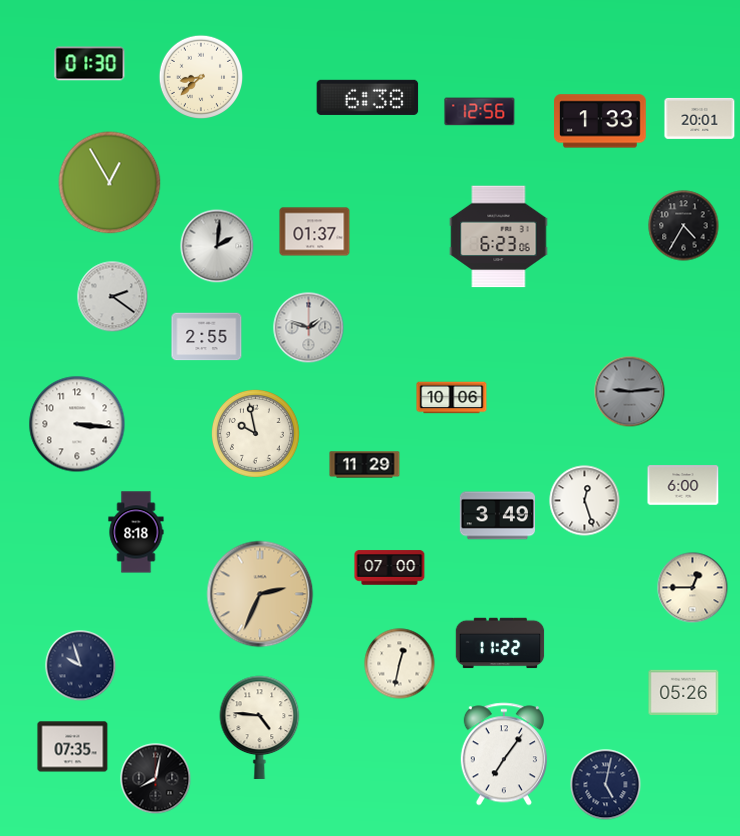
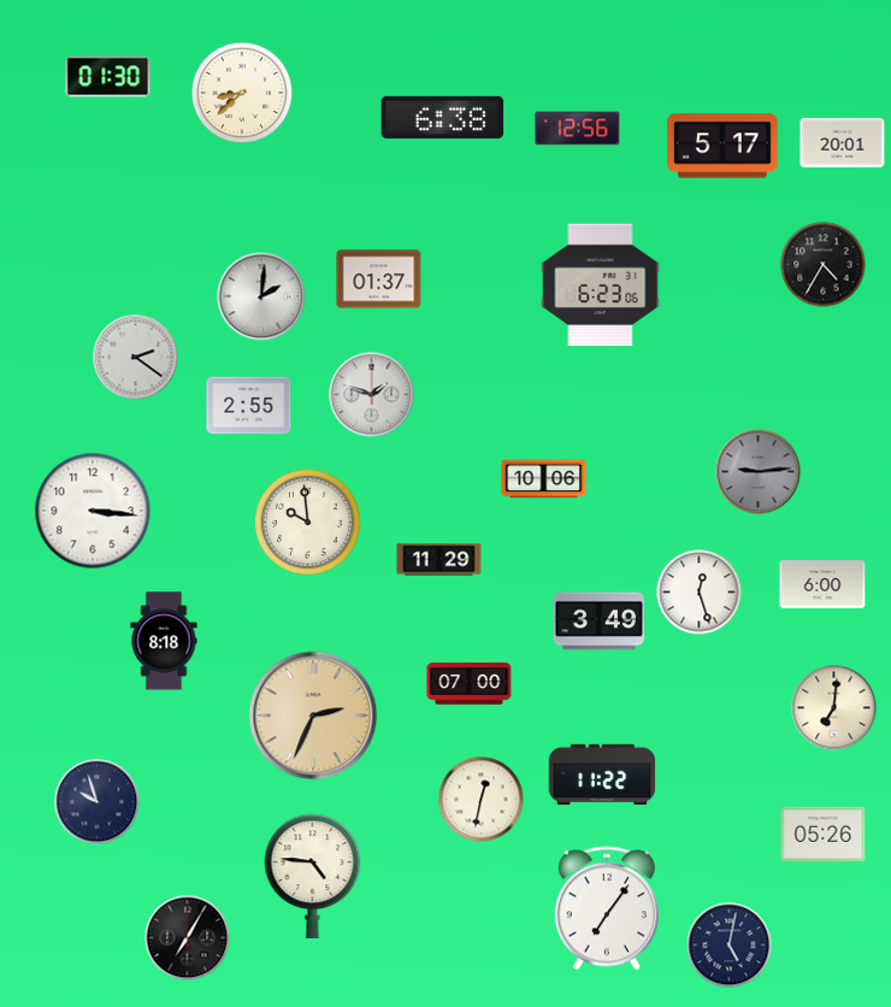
clock at (480, 112) position: (480, 112) -> (578, 129)
clock at (601, 121): 1:33 -> 5:17
clock at (110, 183): 12:55 -> none
clock at (684, 226) position: (684, 226) -> (824, 265)
clock at (255, 433): 9:58 -> 9:59
clock at (585, 501) position: (585, 501) -> (700, 593)
clock at (693, 588): 12:45 -> 7:01
clock at (73, 747): 07:35 -> none
clock at (156, 779): 8:02 -> 7:05
